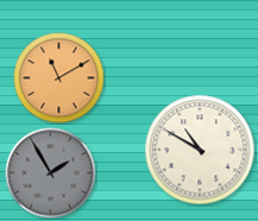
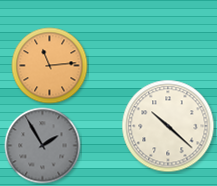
clock at (59, 78): 11:10 -> 11:14
clock at (200, 150): 10:50 -> 10:22
